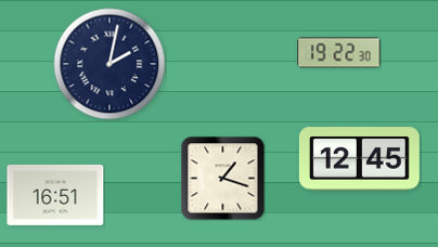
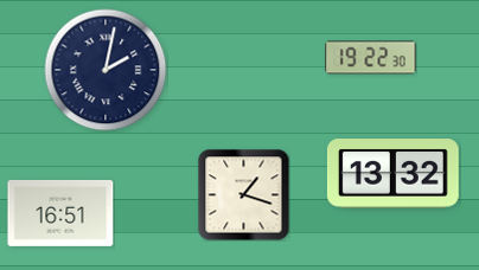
clock at (110, 64) position: (110, 64) -> (106, 70)
clock at (359, 159): 12:45 -> 13:32
